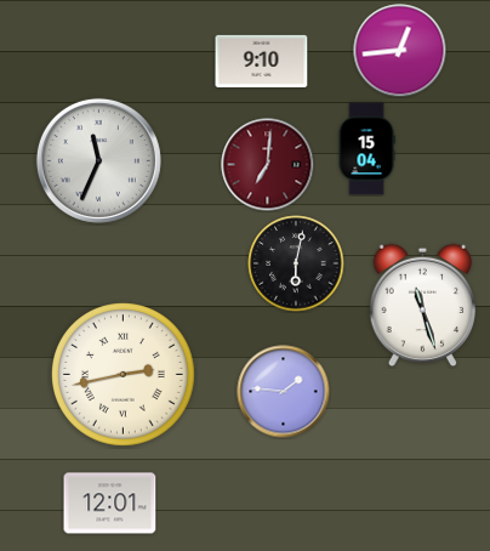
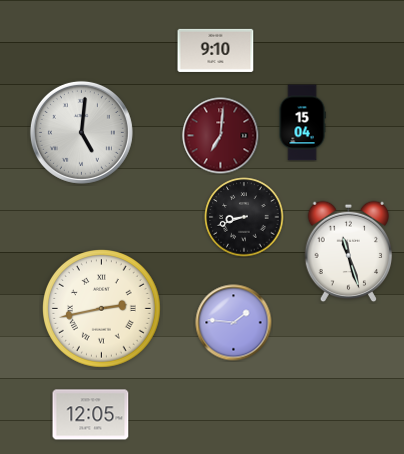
clock at (400, 51): 12:44 -> none
clock at (98, 160): 11:34 -> 5:01
clock at (296, 263): 6:02 -> 8:42
clock at (110, 504): 12:01 -> 12:05
